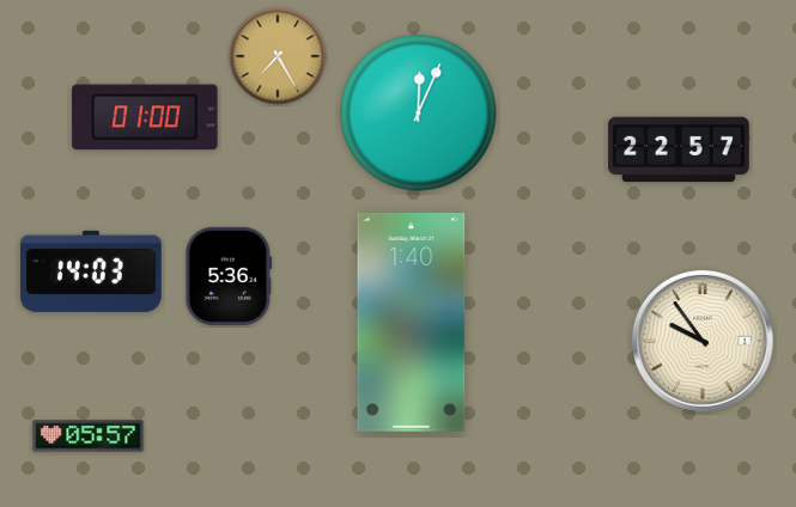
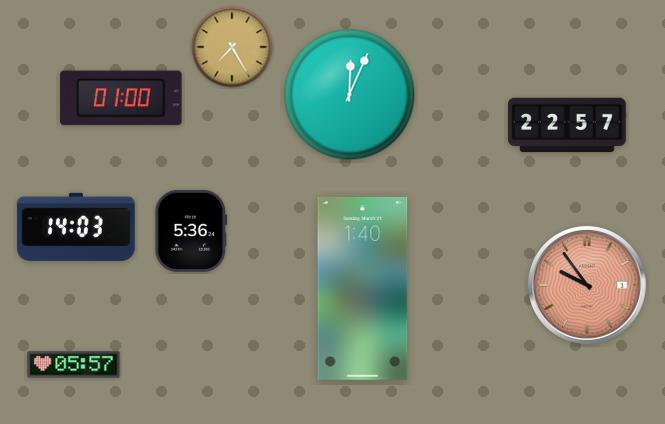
clock at (412, 322) position: (412, 322) -> (363, 288)
clock at (704, 342) dial: cream -> salmon
